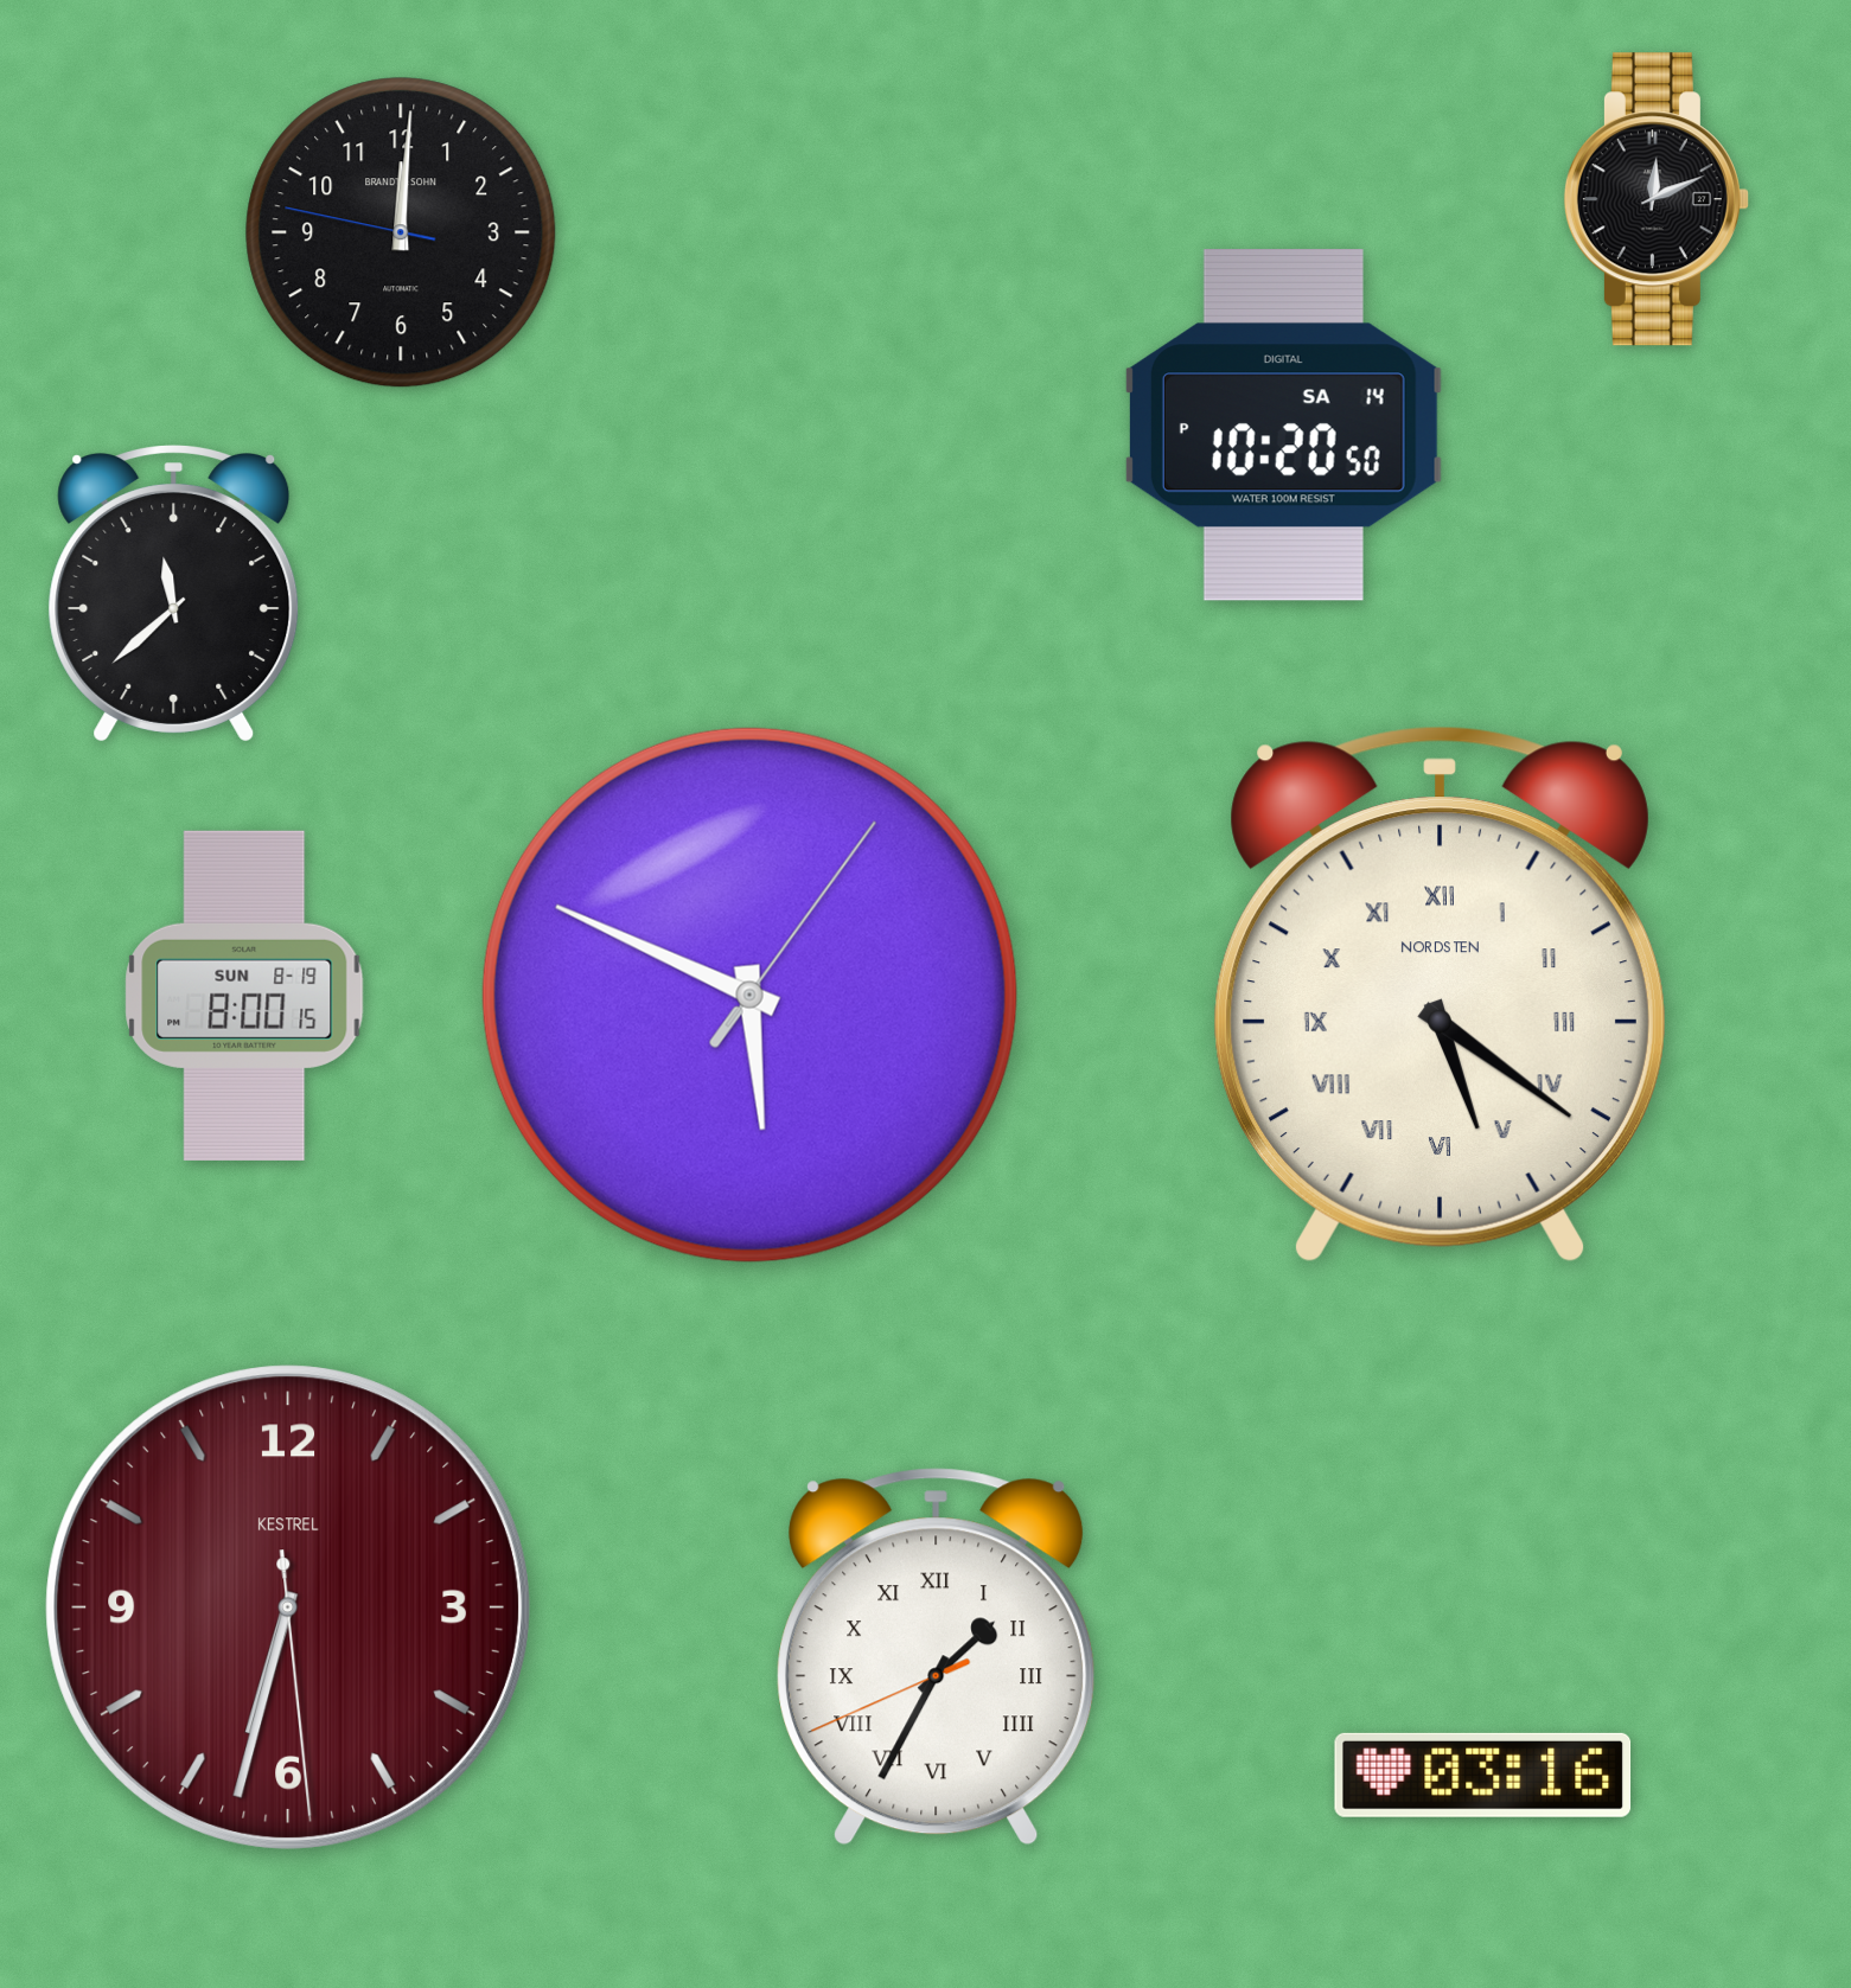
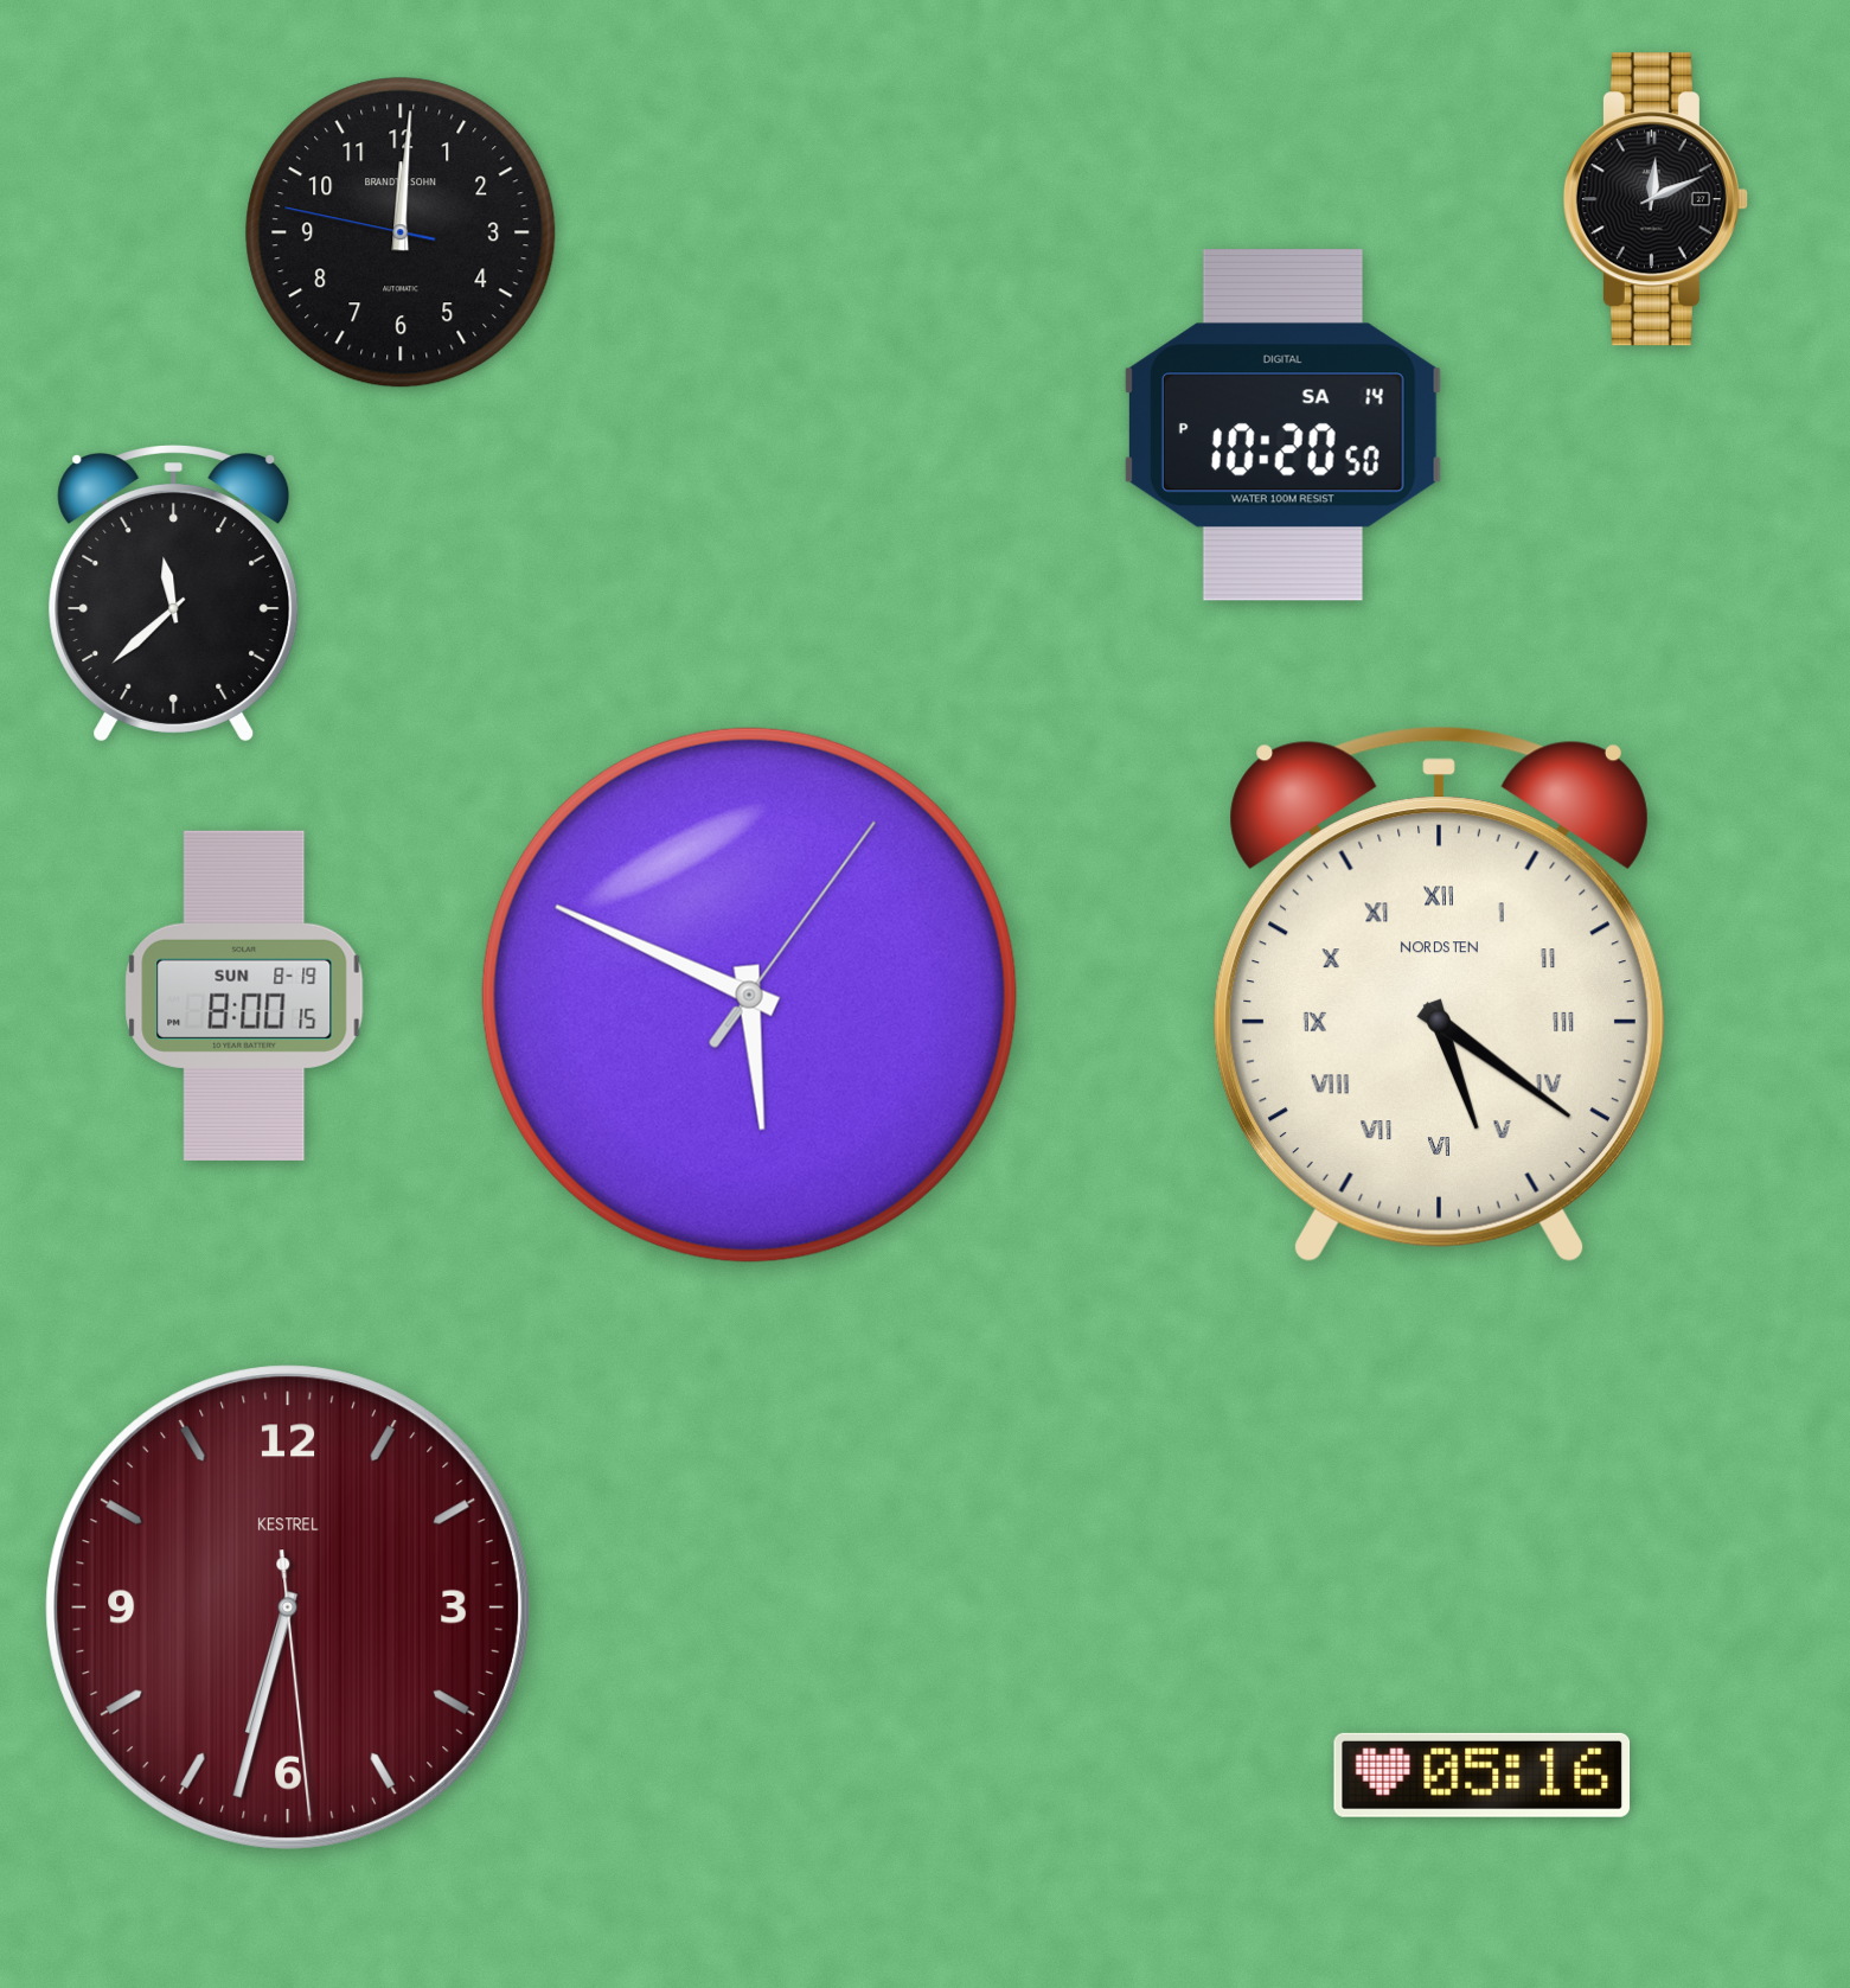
clock at (937, 1657): 1:34 -> none
clock at (1483, 1775): 03:16 -> 05:16
